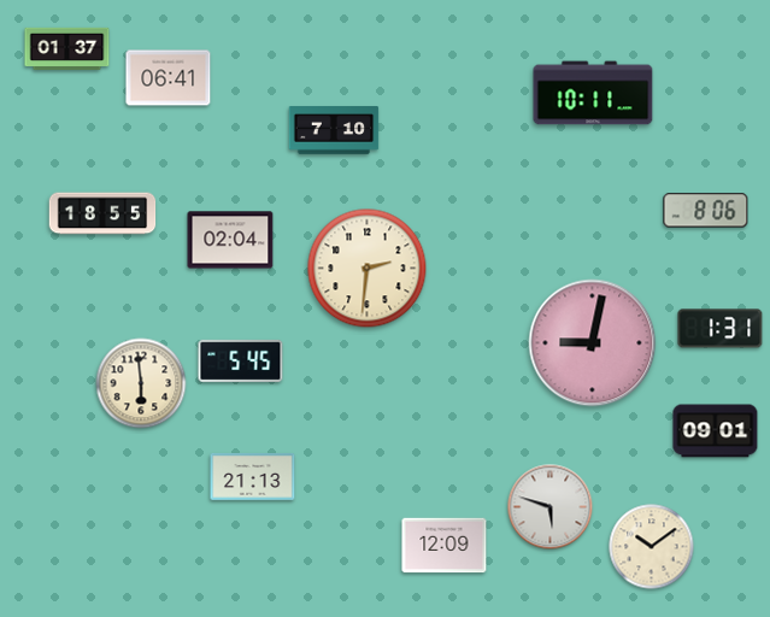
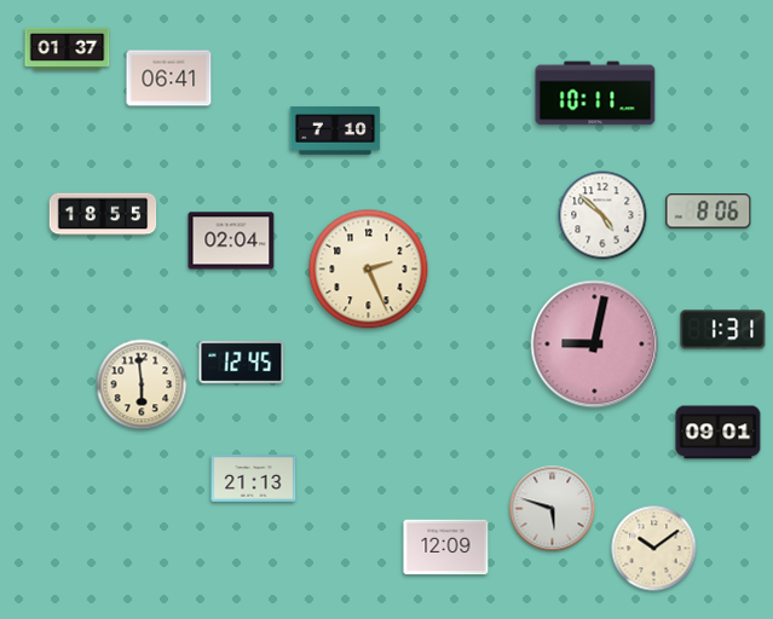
clock at (602, 215): none -> 4:52
clock at (368, 269): 2:31 -> 2:26
clock at (241, 360): 5:45 -> 12:45
